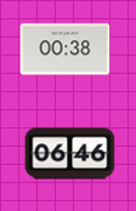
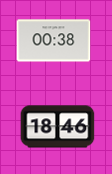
clock at (70, 154): 06:46 -> 18:46
